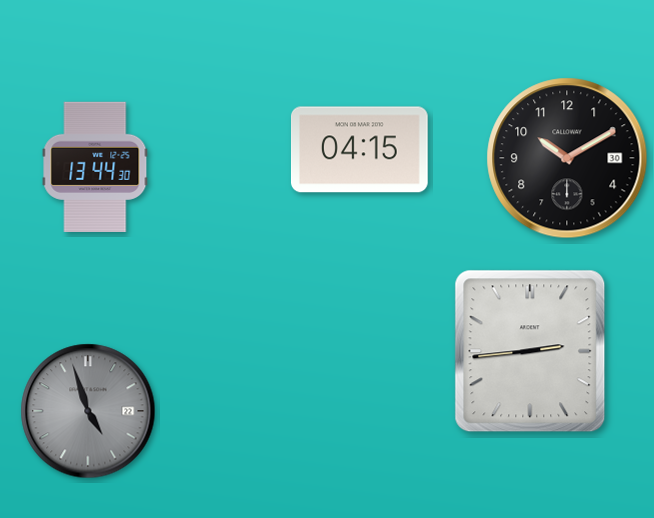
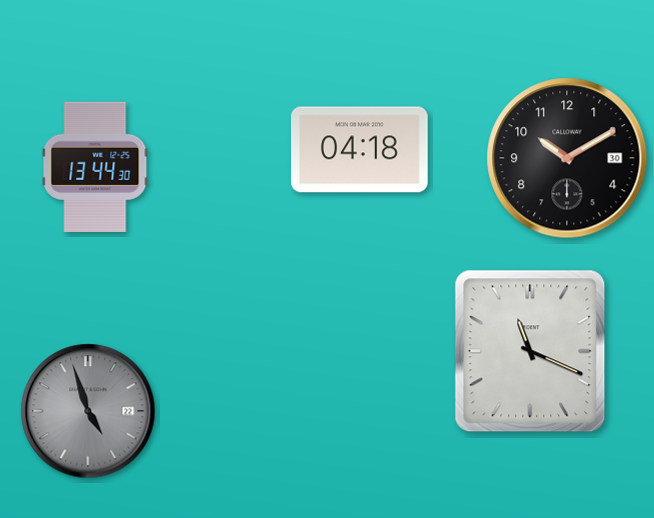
clock at (360, 150): 04:15 -> 04:18
clock at (530, 351): 2:44 -> 11:19
